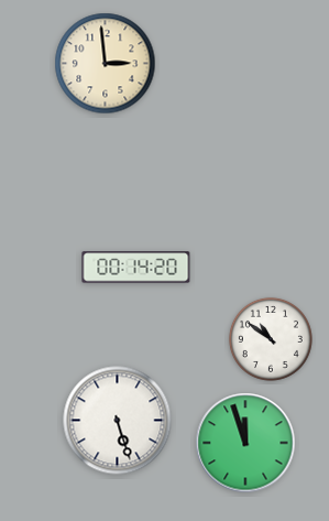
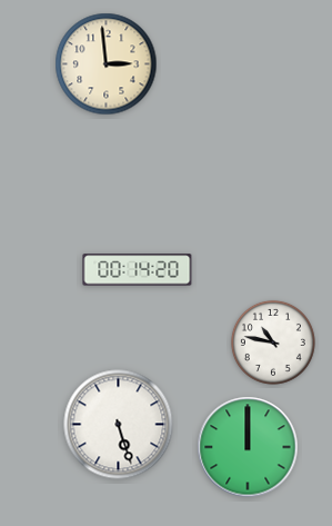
clock at (271, 339): 10:51 -> 10:47
clock at (245, 443): 11:57 -> 12:00
